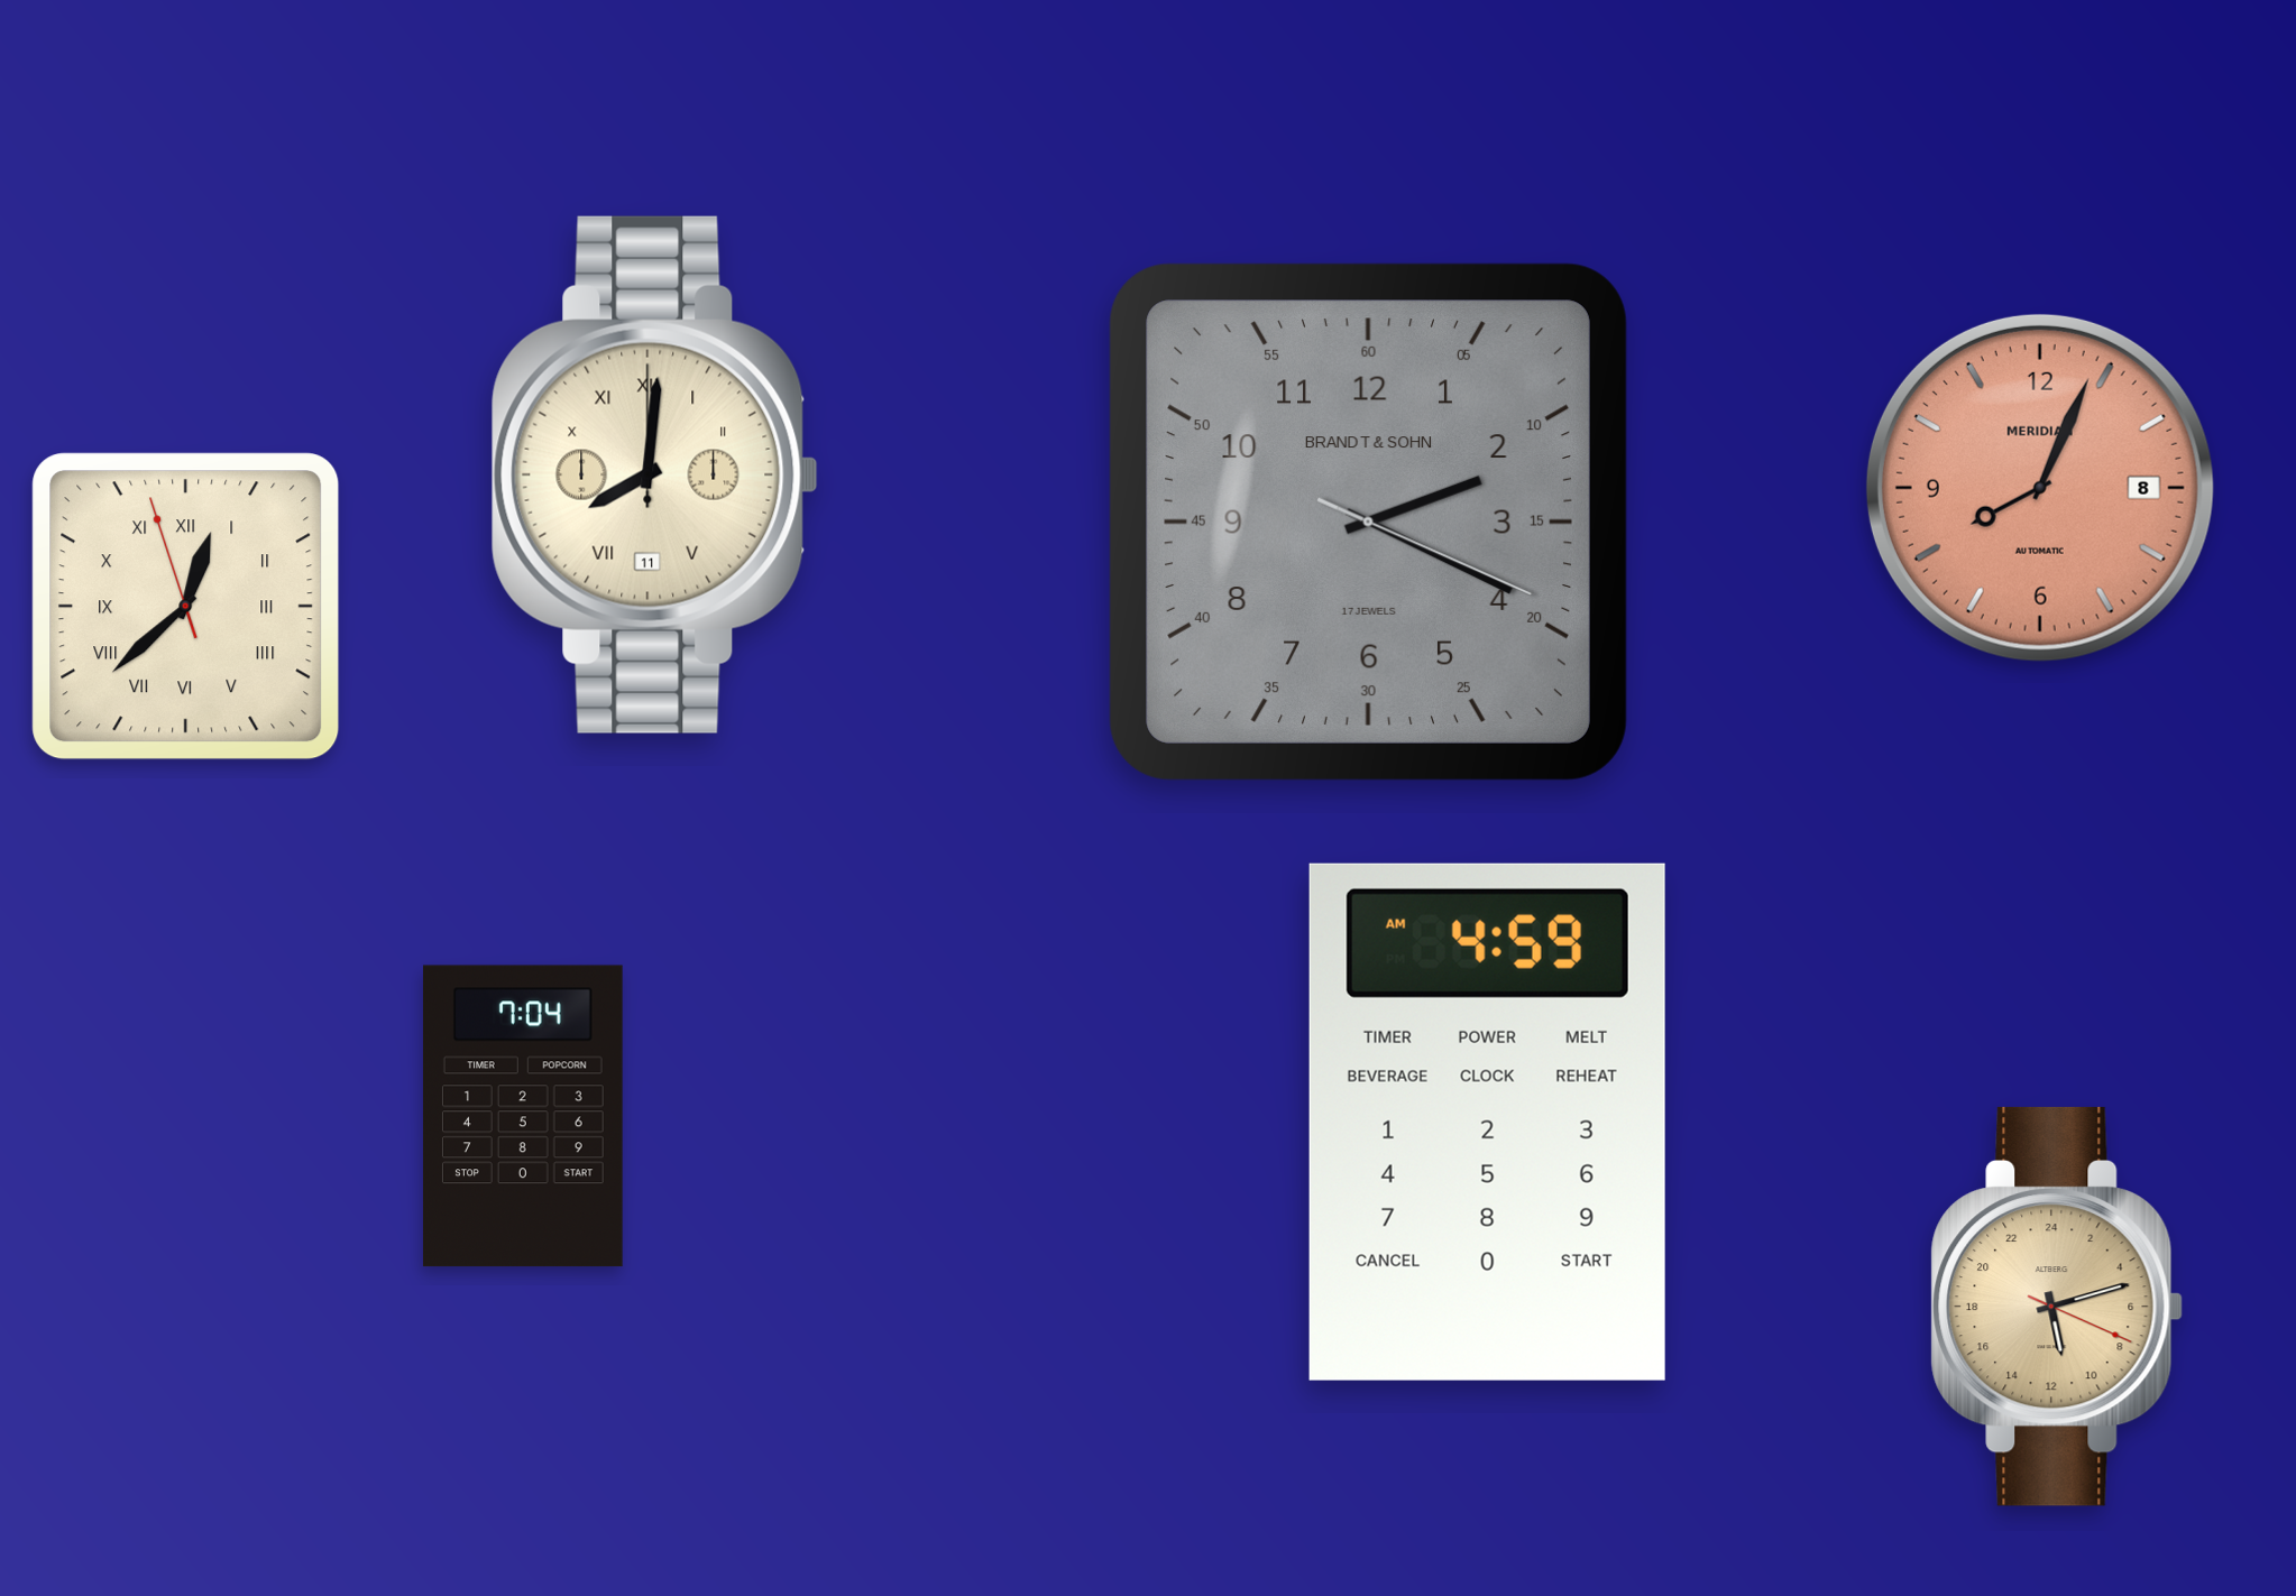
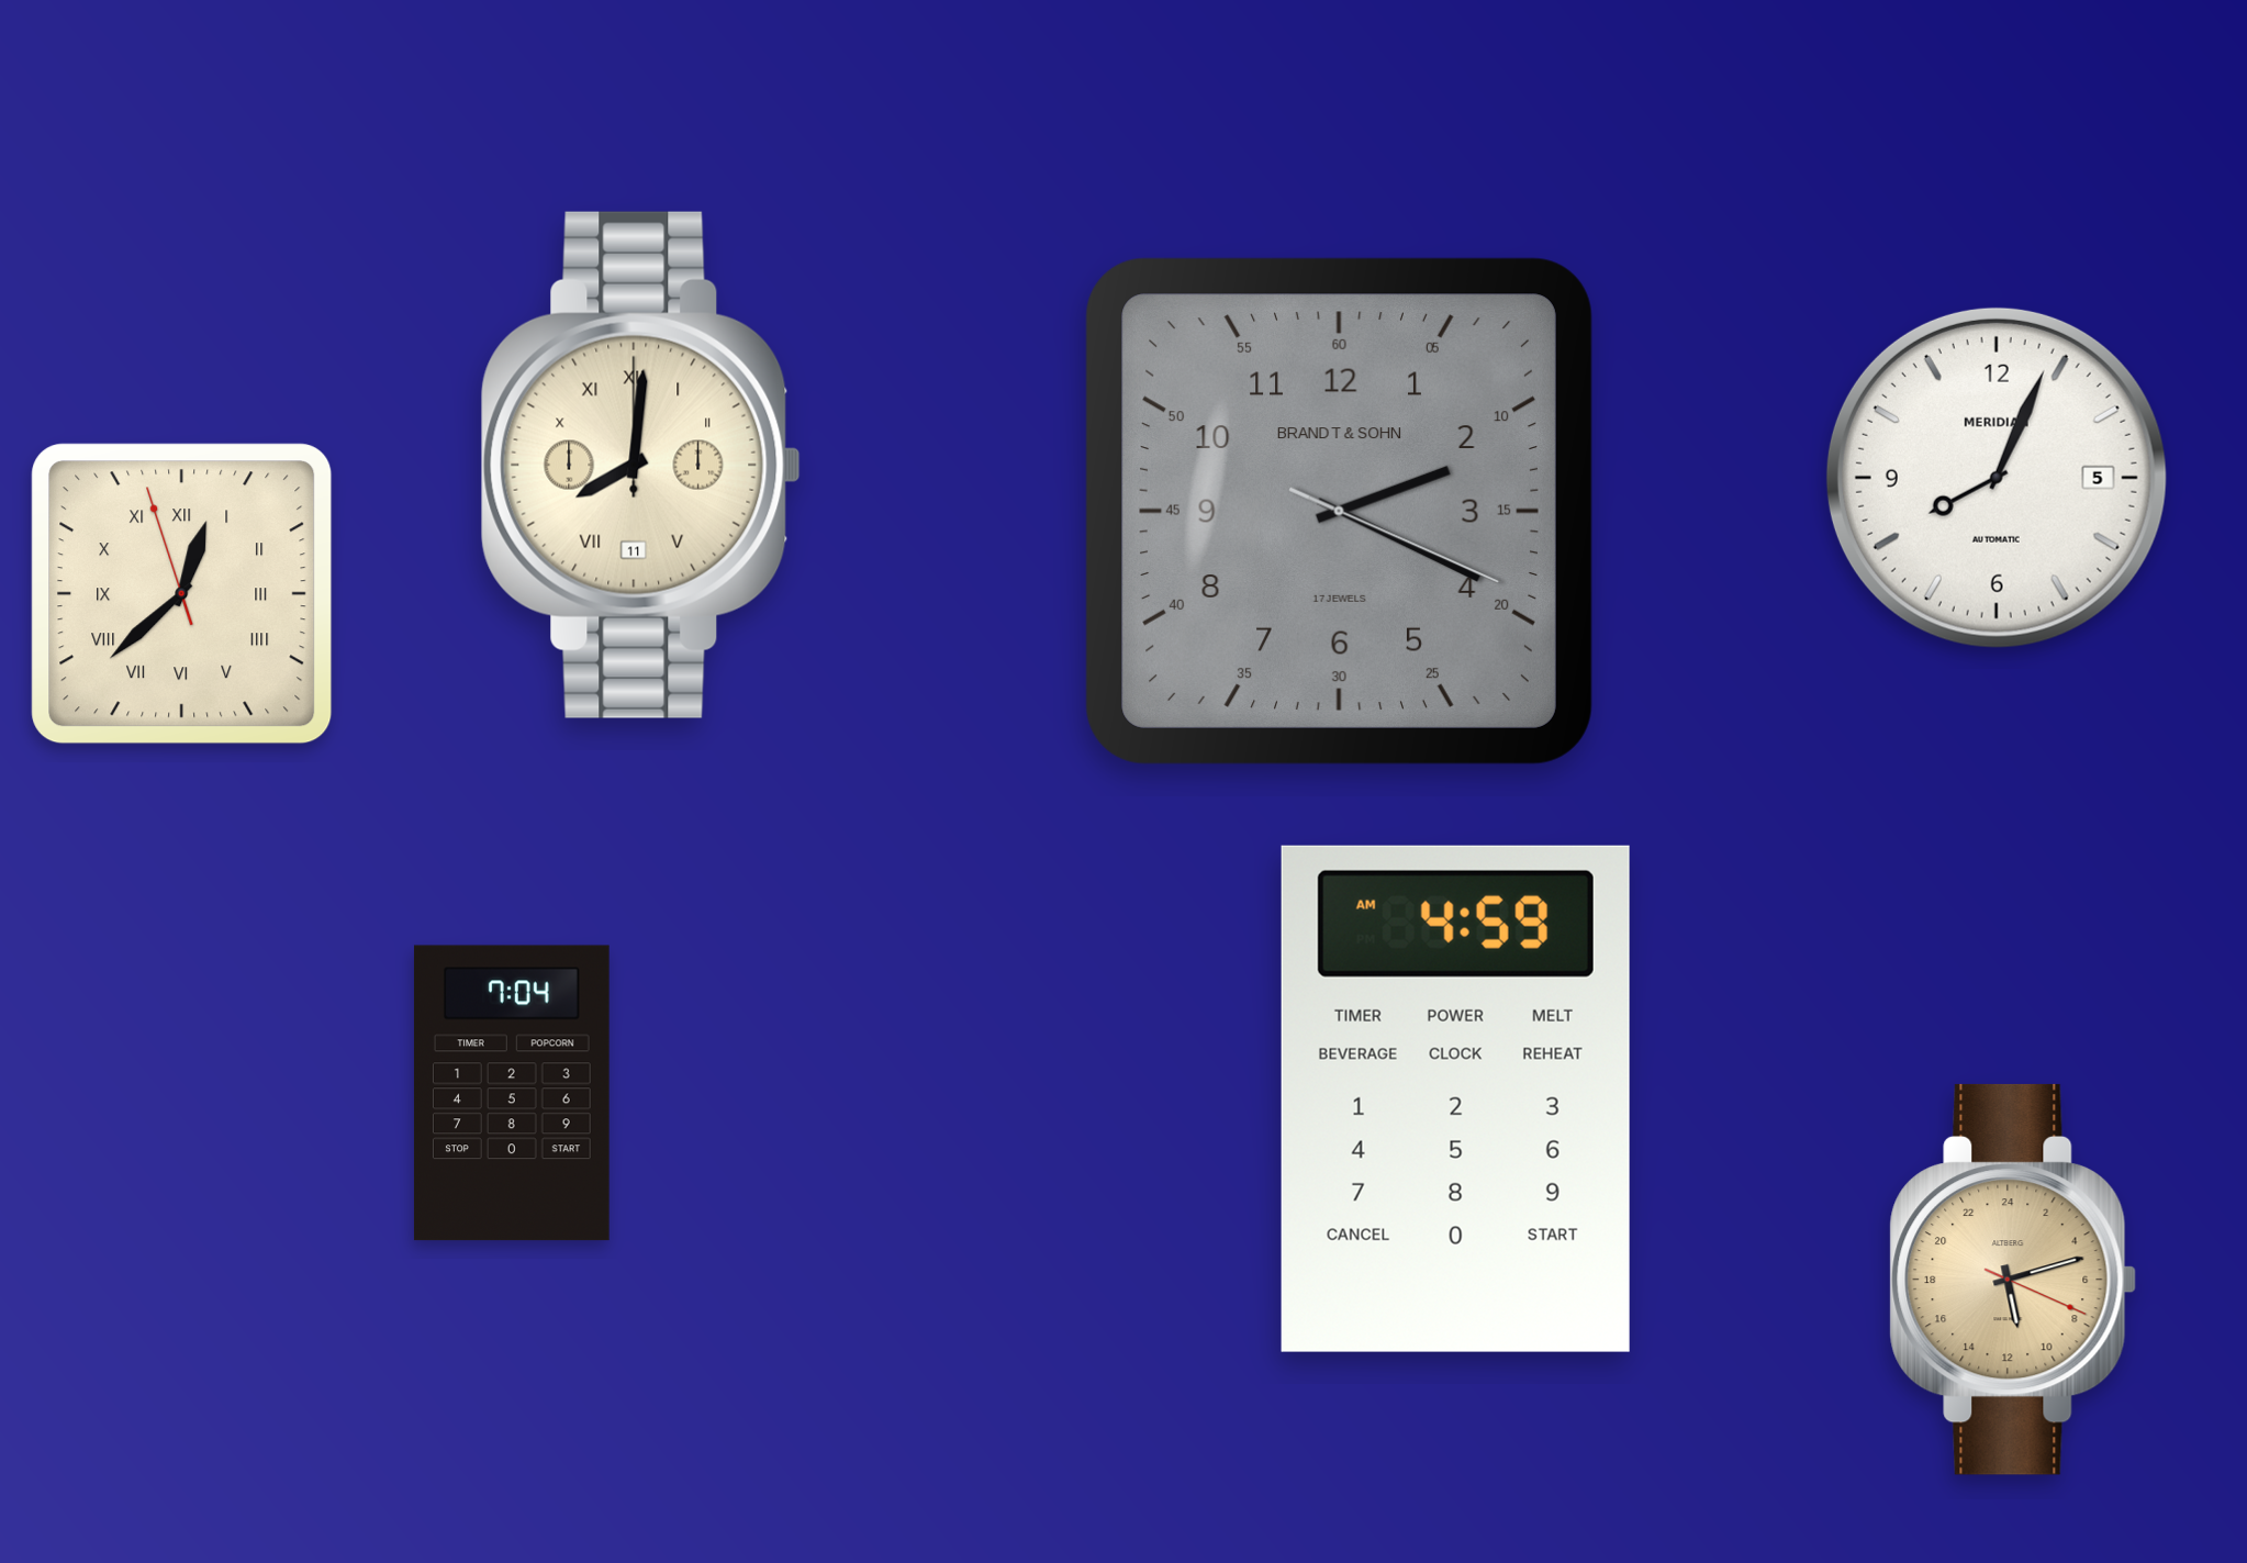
clock at (2040, 488) date: 8 -> 5
clock at (2040, 488) dial: salmon -> white
